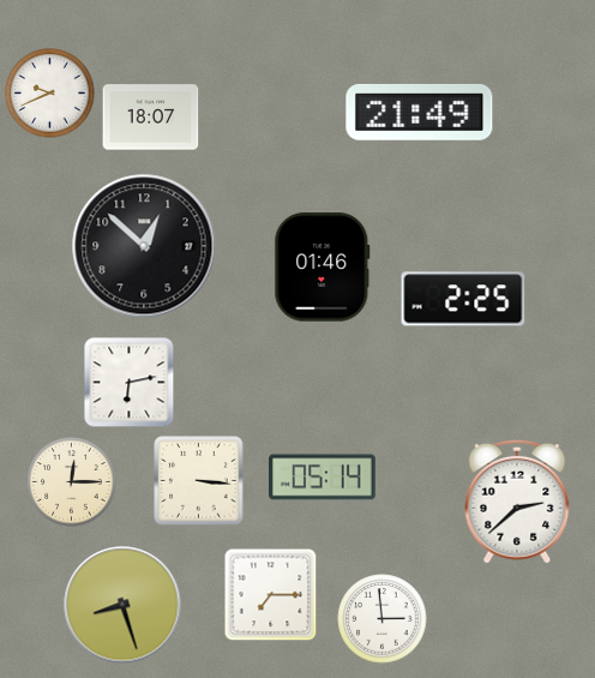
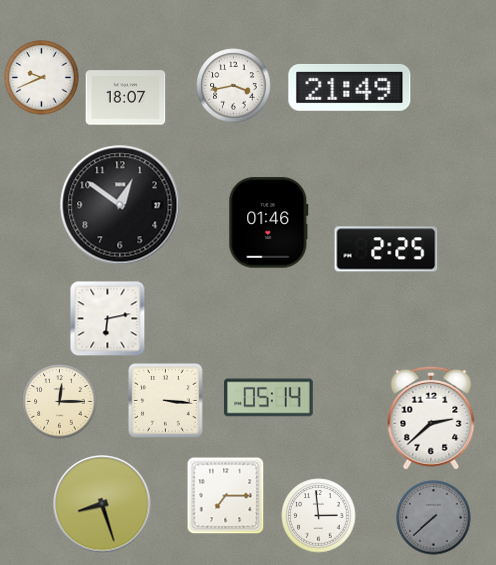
clock at (234, 86): none -> 3:43
clock at (420, 112) position: (420, 112) -> (350, 87)
clock at (144, 246): 12:52 -> 12:51
clock at (434, 518): none -> 7:38
